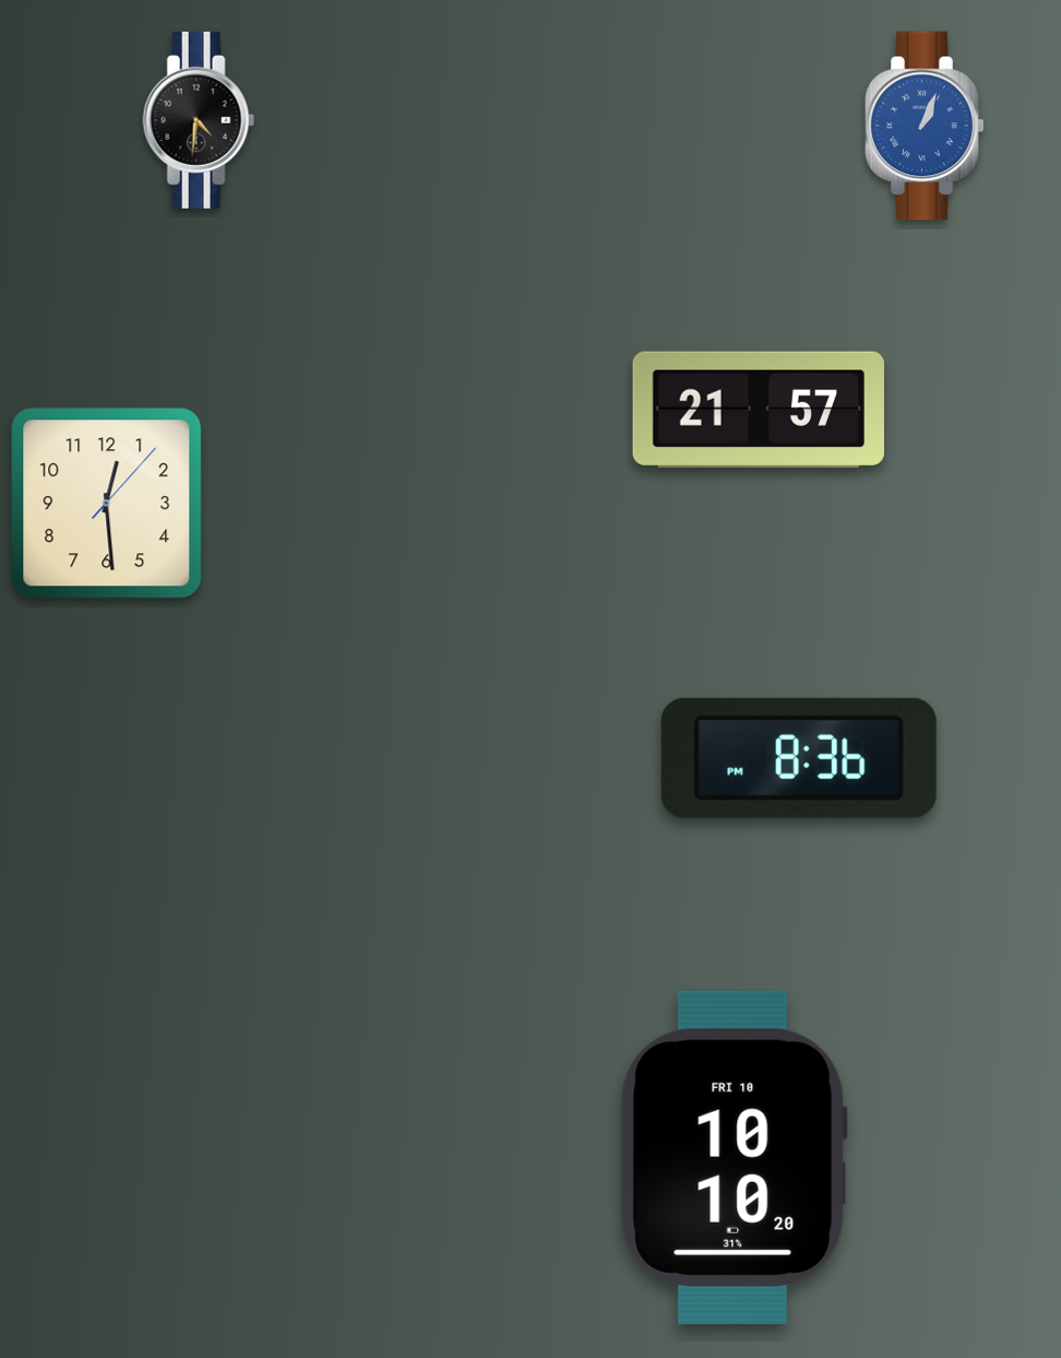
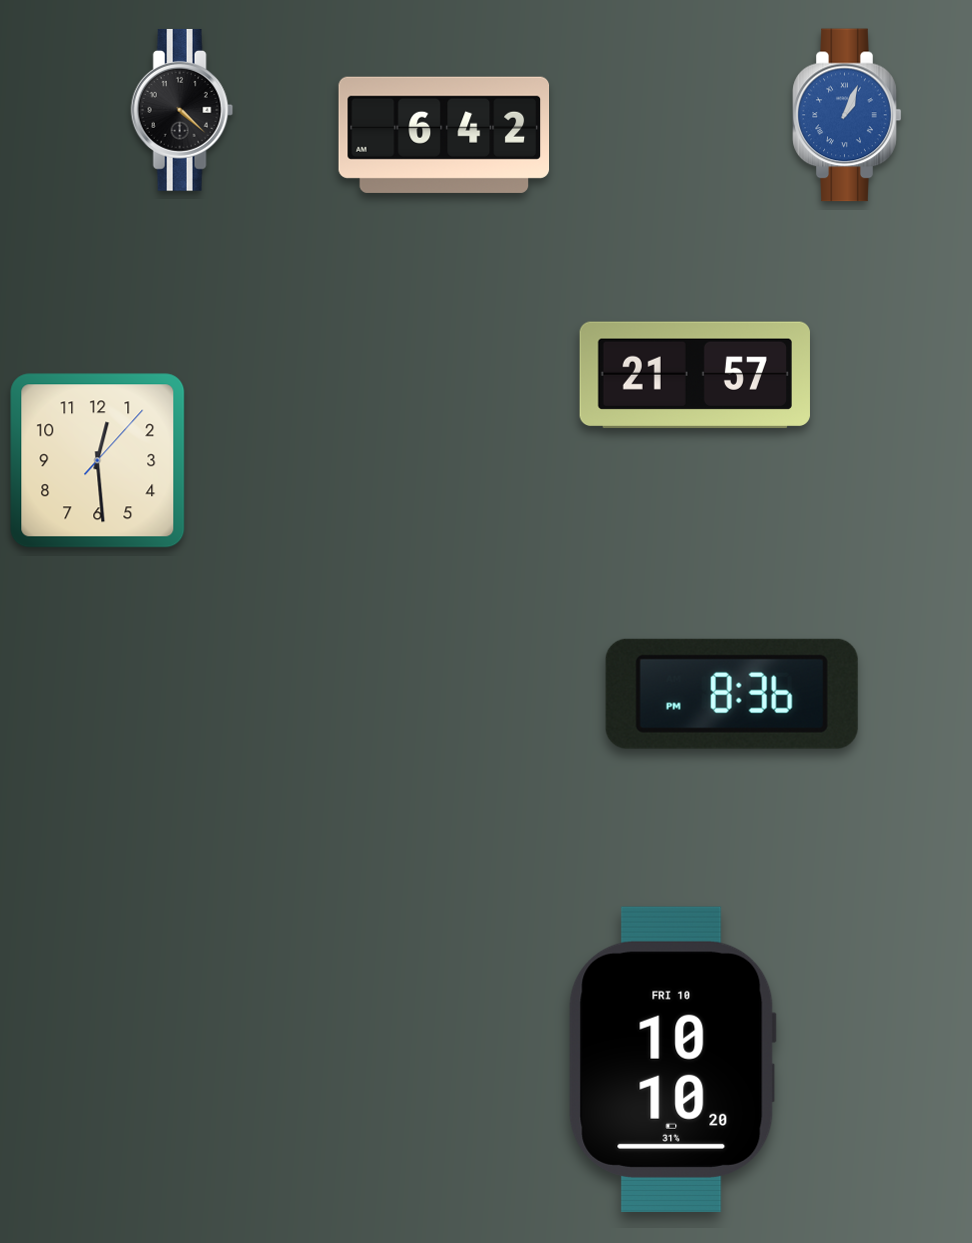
clock at (199, 120): 4:31 -> 4:22
clock at (444, 135): none -> 6:42
